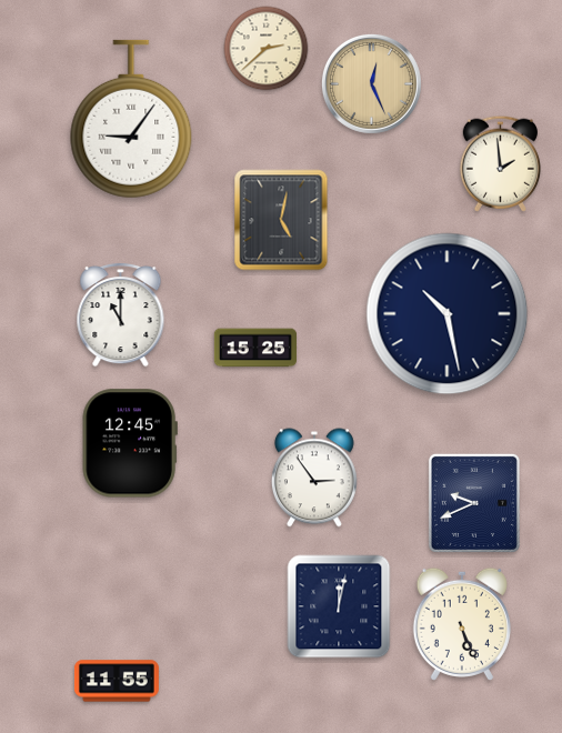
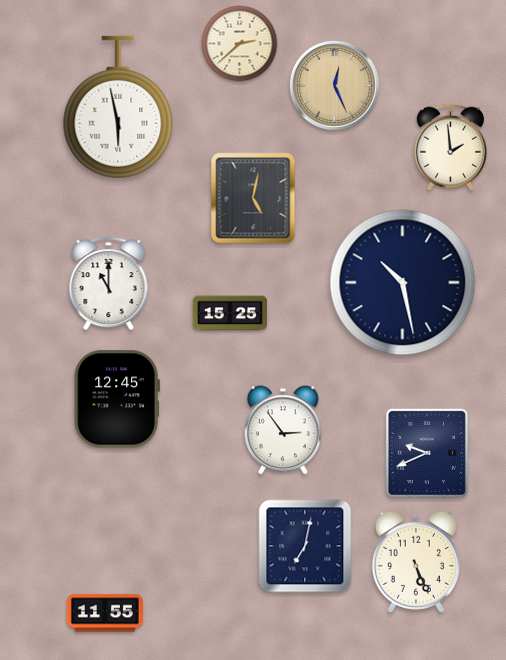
clock at (371, 83) position: (371, 83) -> (334, 85)
clock at (131, 119): 9:06 -> 5:58
clock at (339, 606): 12:02 -> 7:02
